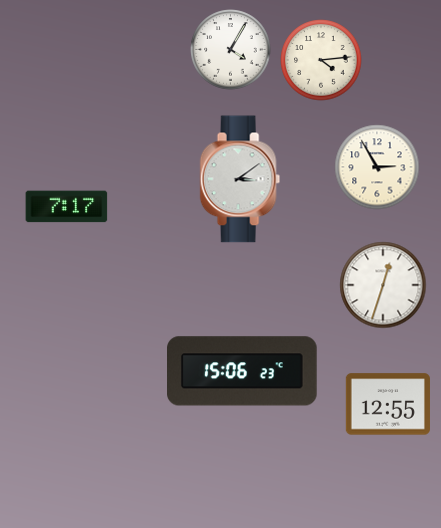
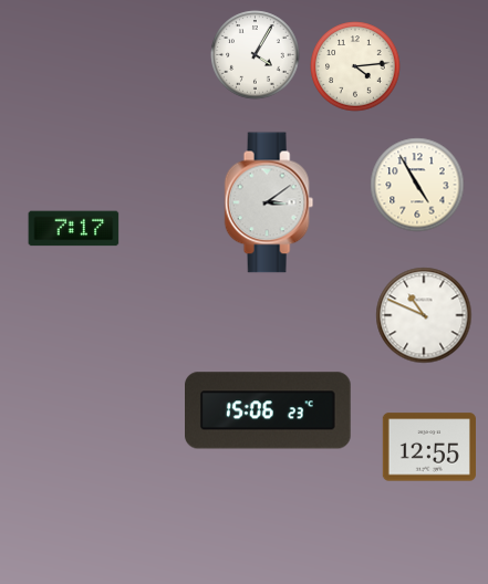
clock at (377, 167): 2:55 -> 4:55
clock at (240, 179) position: (240, 179) -> (269, 202)
clock at (383, 285): 12:33 -> 10:49
